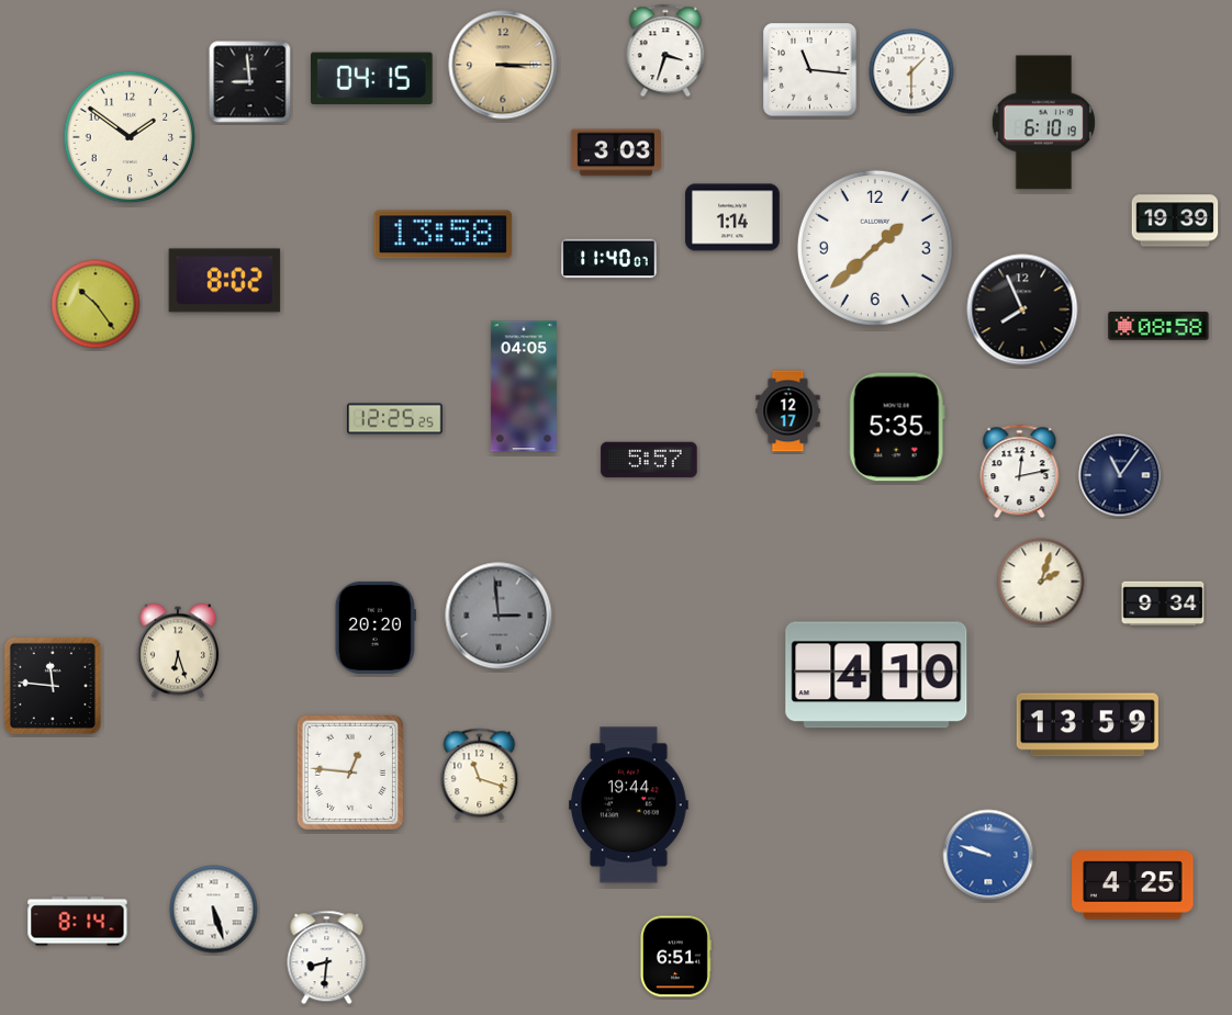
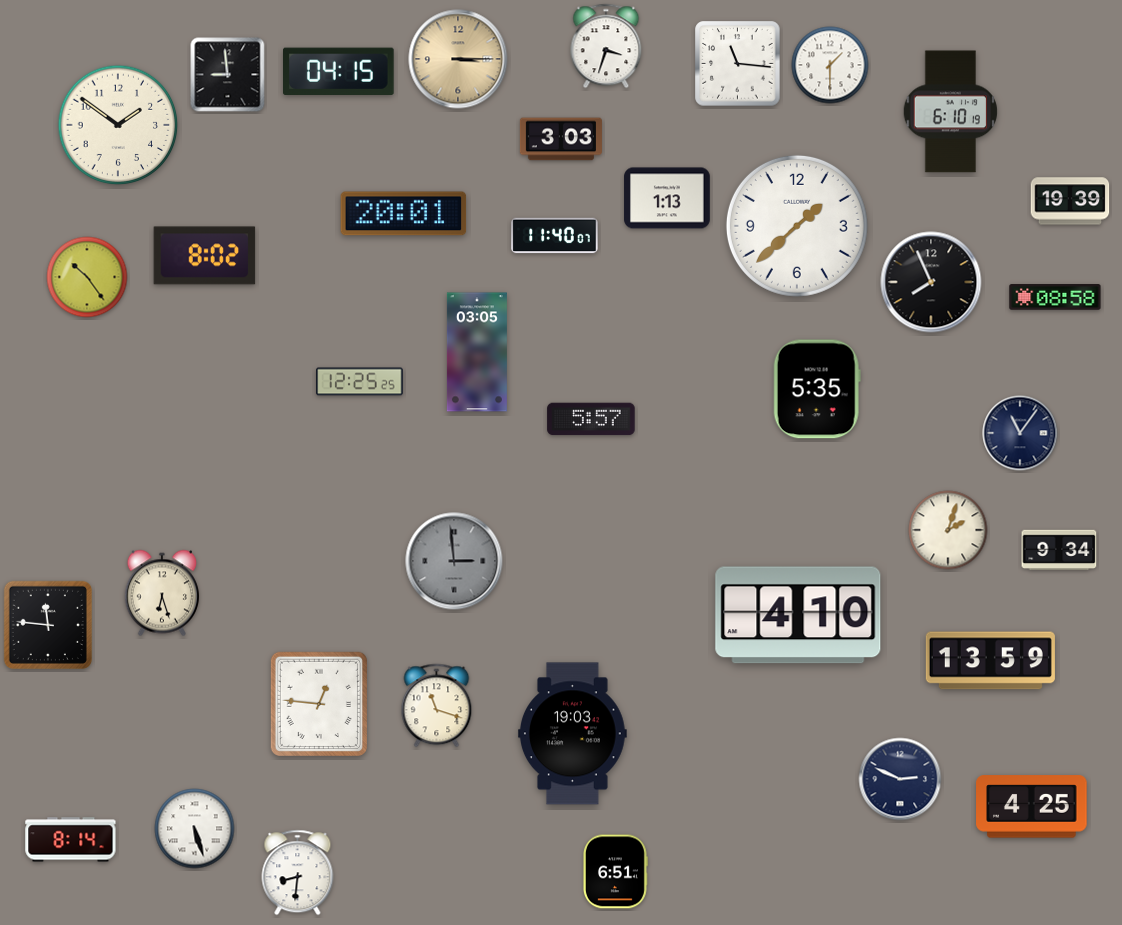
clock at (732, 217): 1:14 -> 1:13
clock at (444, 235): 13:58 -> 20:01
clock at (524, 386): 04:05 -> 03:05
clock at (788, 411): 12:17 -> none
clock at (1020, 472): 12:13 -> none
clock at (376, 628): 20:20 -> none
clock at (629, 805): 19:44 -> 19:03
clock at (988, 855): 9:48 -> 2:49
clock at (988, 855) dial: blue -> navy
